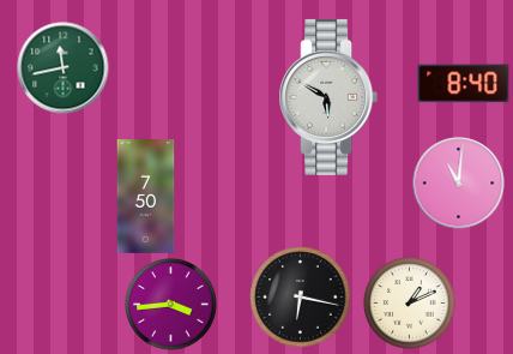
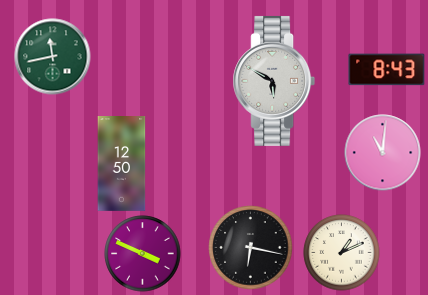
clock at (464, 84): 8:40 -> 8:43
clock at (146, 197): 7:50 -> 12:50
clock at (171, 305): 3:44 -> 3:49
